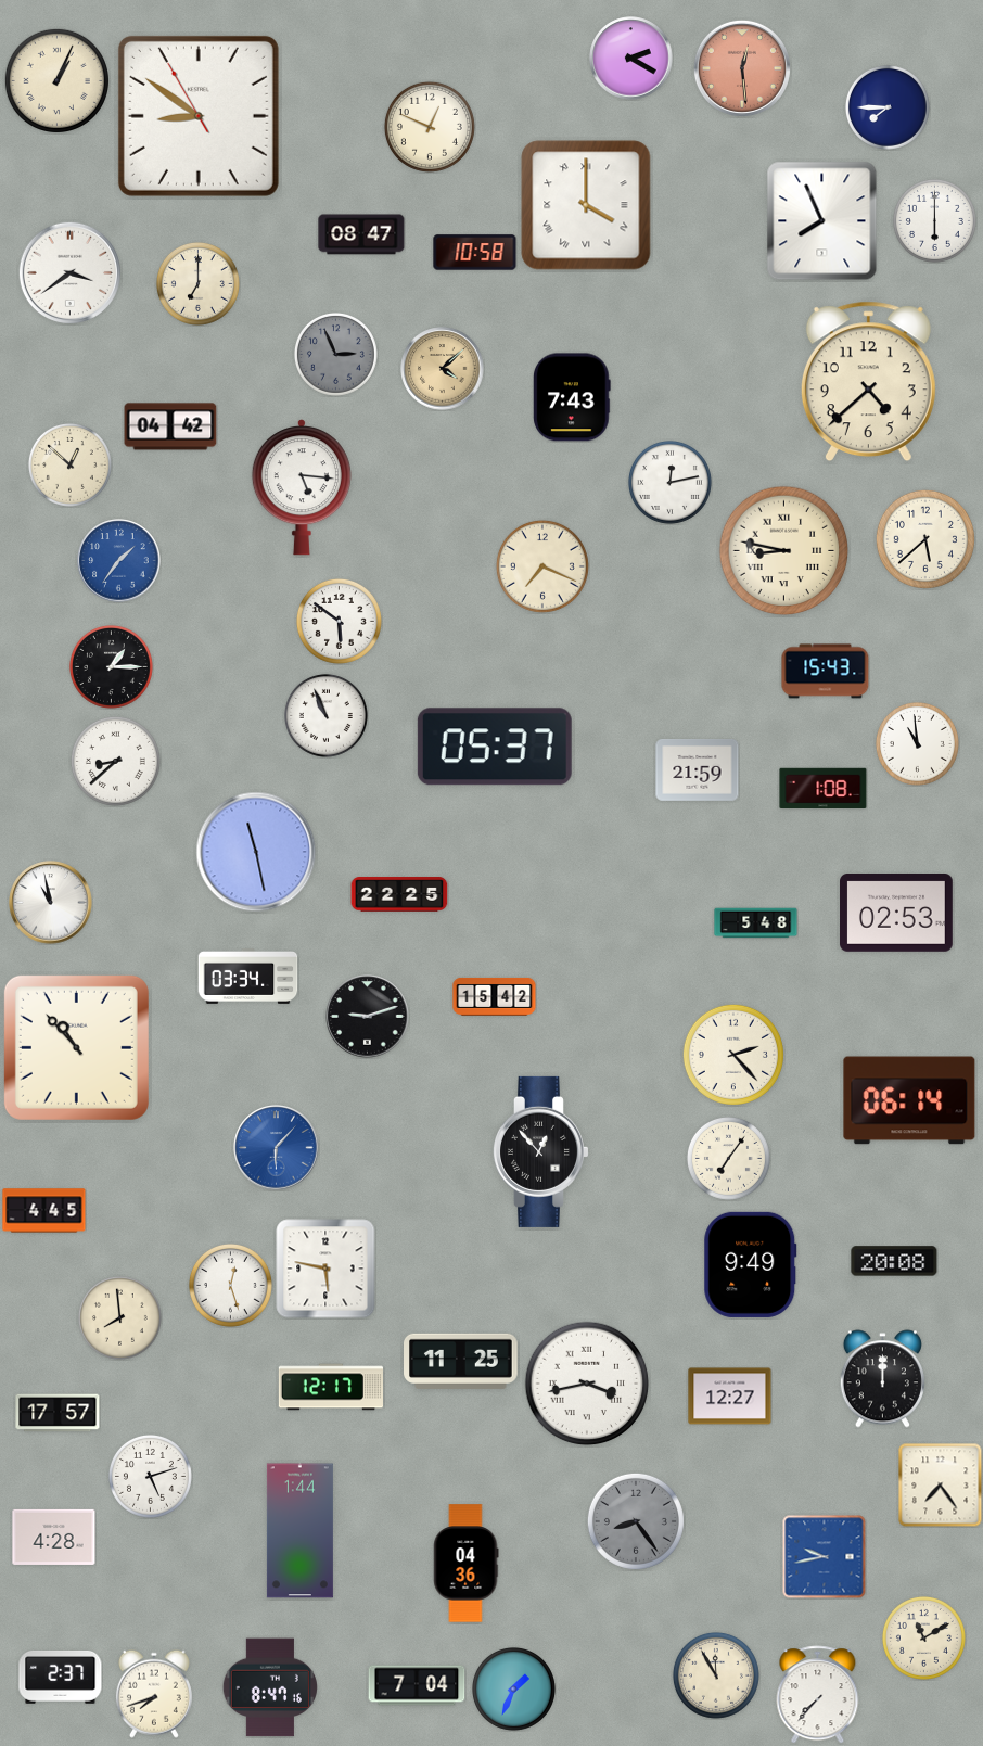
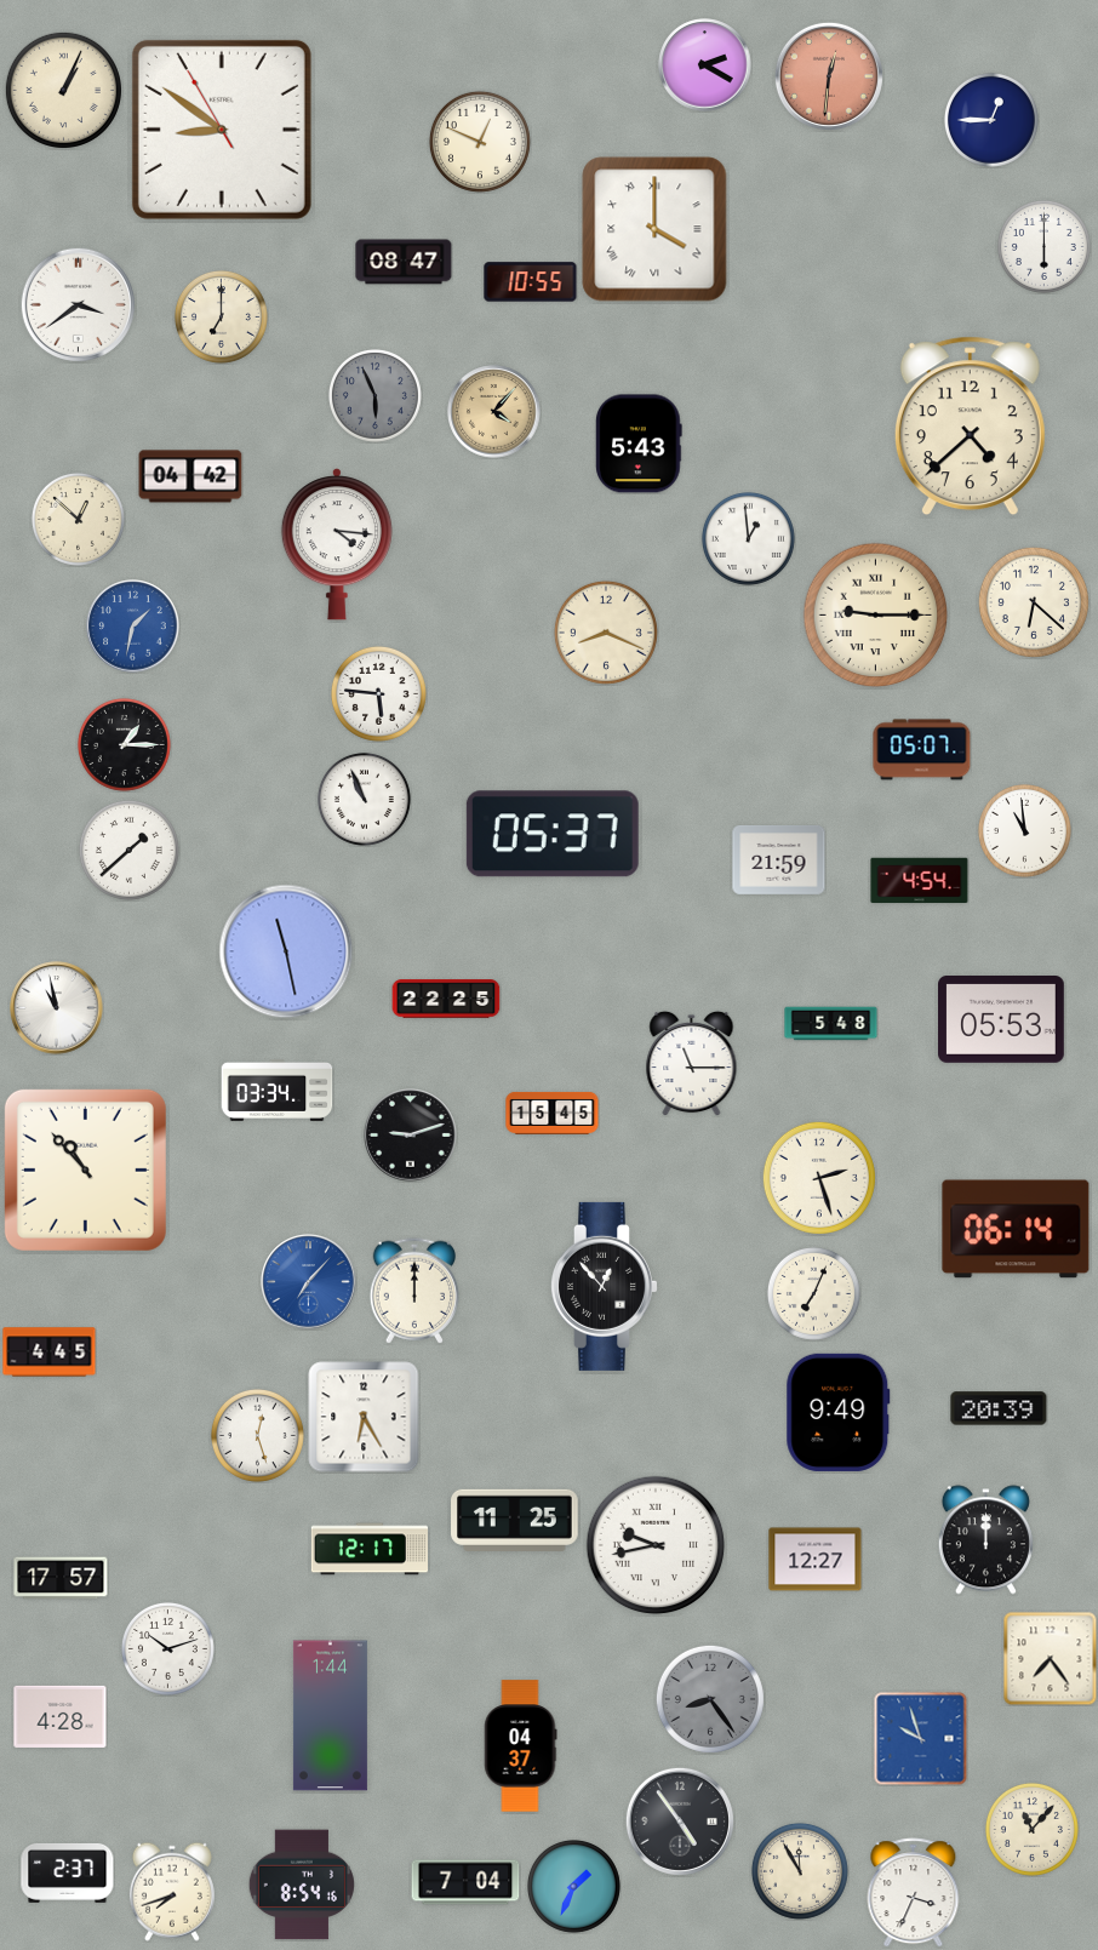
clock at (742, 68): 12:29 -> 12:31
clock at (888, 107): 7:45 -> 12:45
clock at (822, 221): 7:56 -> none
clock at (475, 253): 10:58 -> 10:55
clock at (335, 354): 2:56 -> 5:56
clock at (443, 369): 4:08 -> 4:07
clock at (572, 397): 7:43 -> 5:43
clock at (669, 482): 12:13 -> 12:59
clock at (302, 487): 5:16 -> 4:16
clock at (925, 539): 5:38 -> 6:22
clock at (784, 551): 8:47 -> 9:15
clock at (119, 561): 1:36 -> 1:32
clock at (542, 566): 7:19 -> 8:19
clock at (339, 621): 5:51 -> 5:46
clock at (826, 672): 15:43 -> 05:07
clock at (115, 761): 8:38 -> 1:38
clock at (824, 789): 1:08 -> 4:54
clock at (897, 914): 02:53 -> 05:53
clock at (756, 923) position: (756, 923) -> (831, 1024)
clock at (692, 1063): none -> 11:15
clock at (495, 996): 15:42 -> 15:45
clock at (733, 1055): 2:23 -> 2:27
clock at (277, 1148): 6:07 -> 7:07
clock at (413, 1291): none -> 12:00
clock at (728, 1158): 7:06 -> 7:04
clock at (894, 1261): 20:08 -> 20:39
clock at (325, 1269): 5:47 -> 6:25
clock at (119, 1317): 7:59 -> none
clock at (587, 1384): 3:43 -> 9:43
clock at (58, 1413) position: (58, 1413) -> (61, 1578)
clock at (150, 1476): 5:12 -> 10:12
clock at (299, 1531) position: (299, 1531) -> (330, 1716)
clock at (825, 1557): 9:43 -> 9:57
clock at (467, 1564): 04:36 -> 04:37
clock at (680, 1822): none -> 4:54
clock at (923, 1637): 11:10 -> 11:07
clock at (270, 1687): 8:47 -> 8:54
clock at (818, 1695): 7:37 -> 3:34
